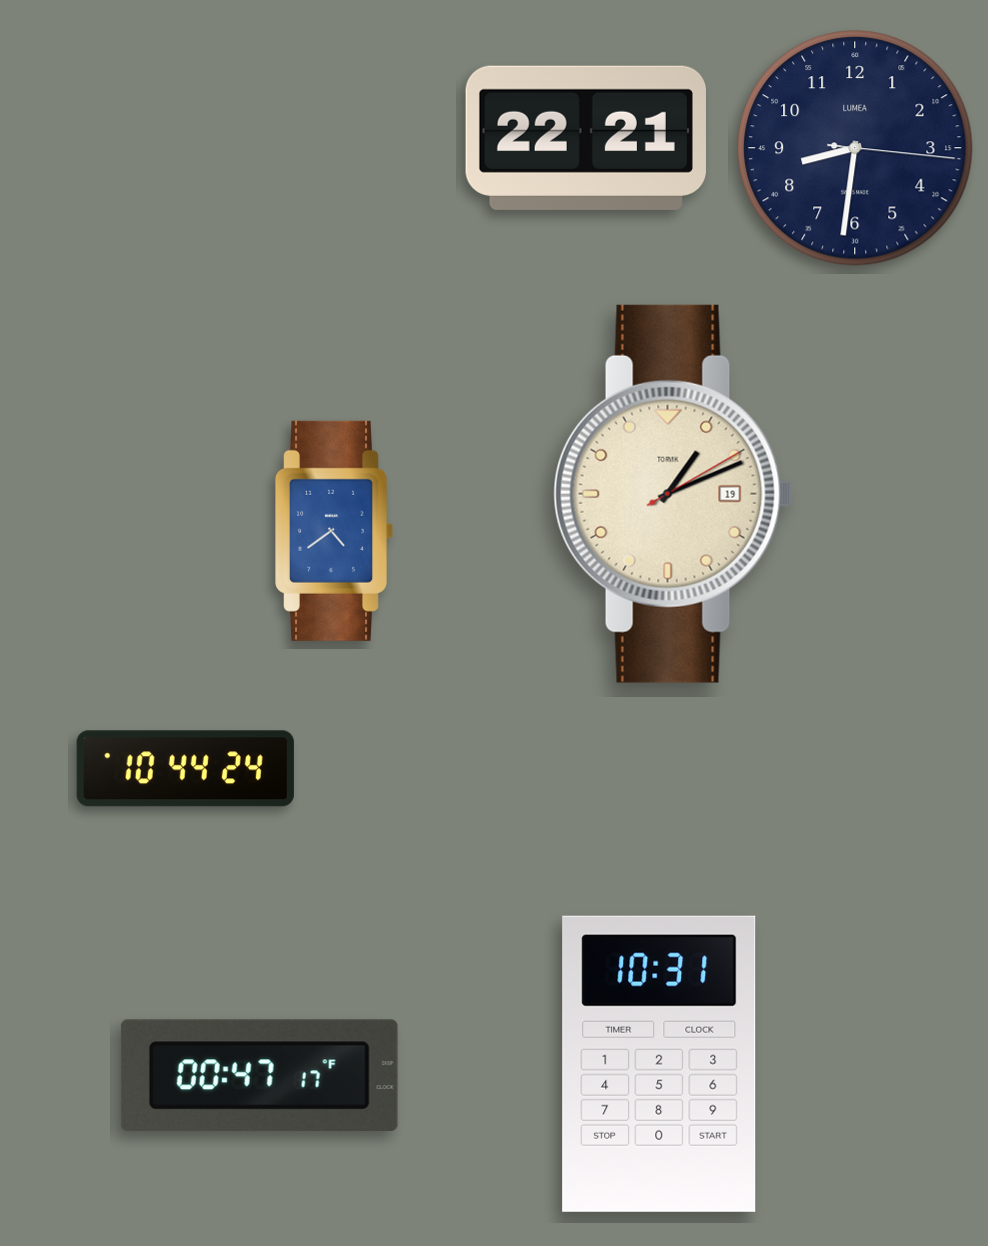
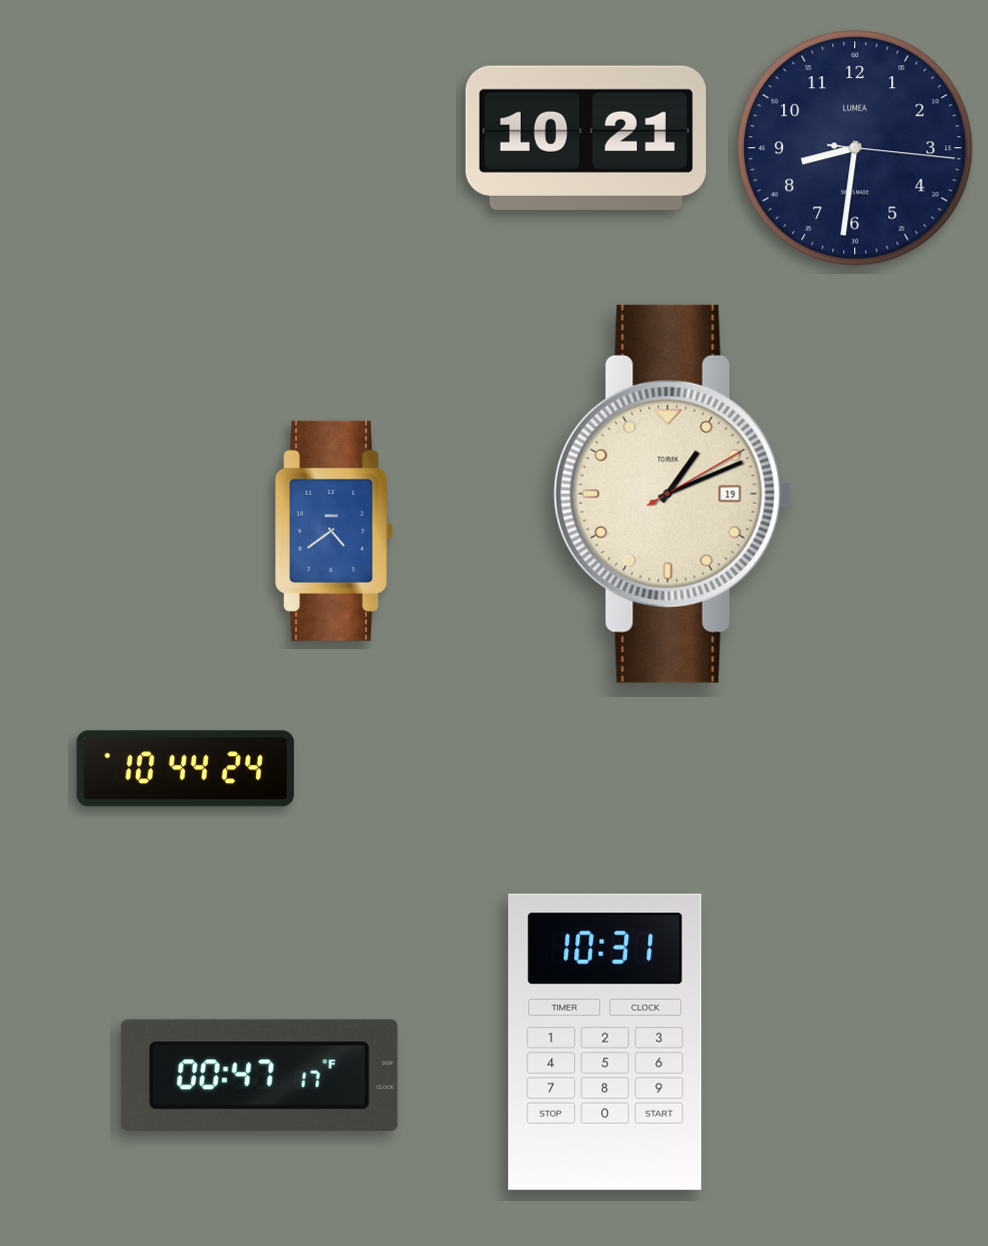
clock at (586, 138): 22:21 -> 10:21
clock at (659, 1064) position: (659, 1064) -> (605, 1042)
